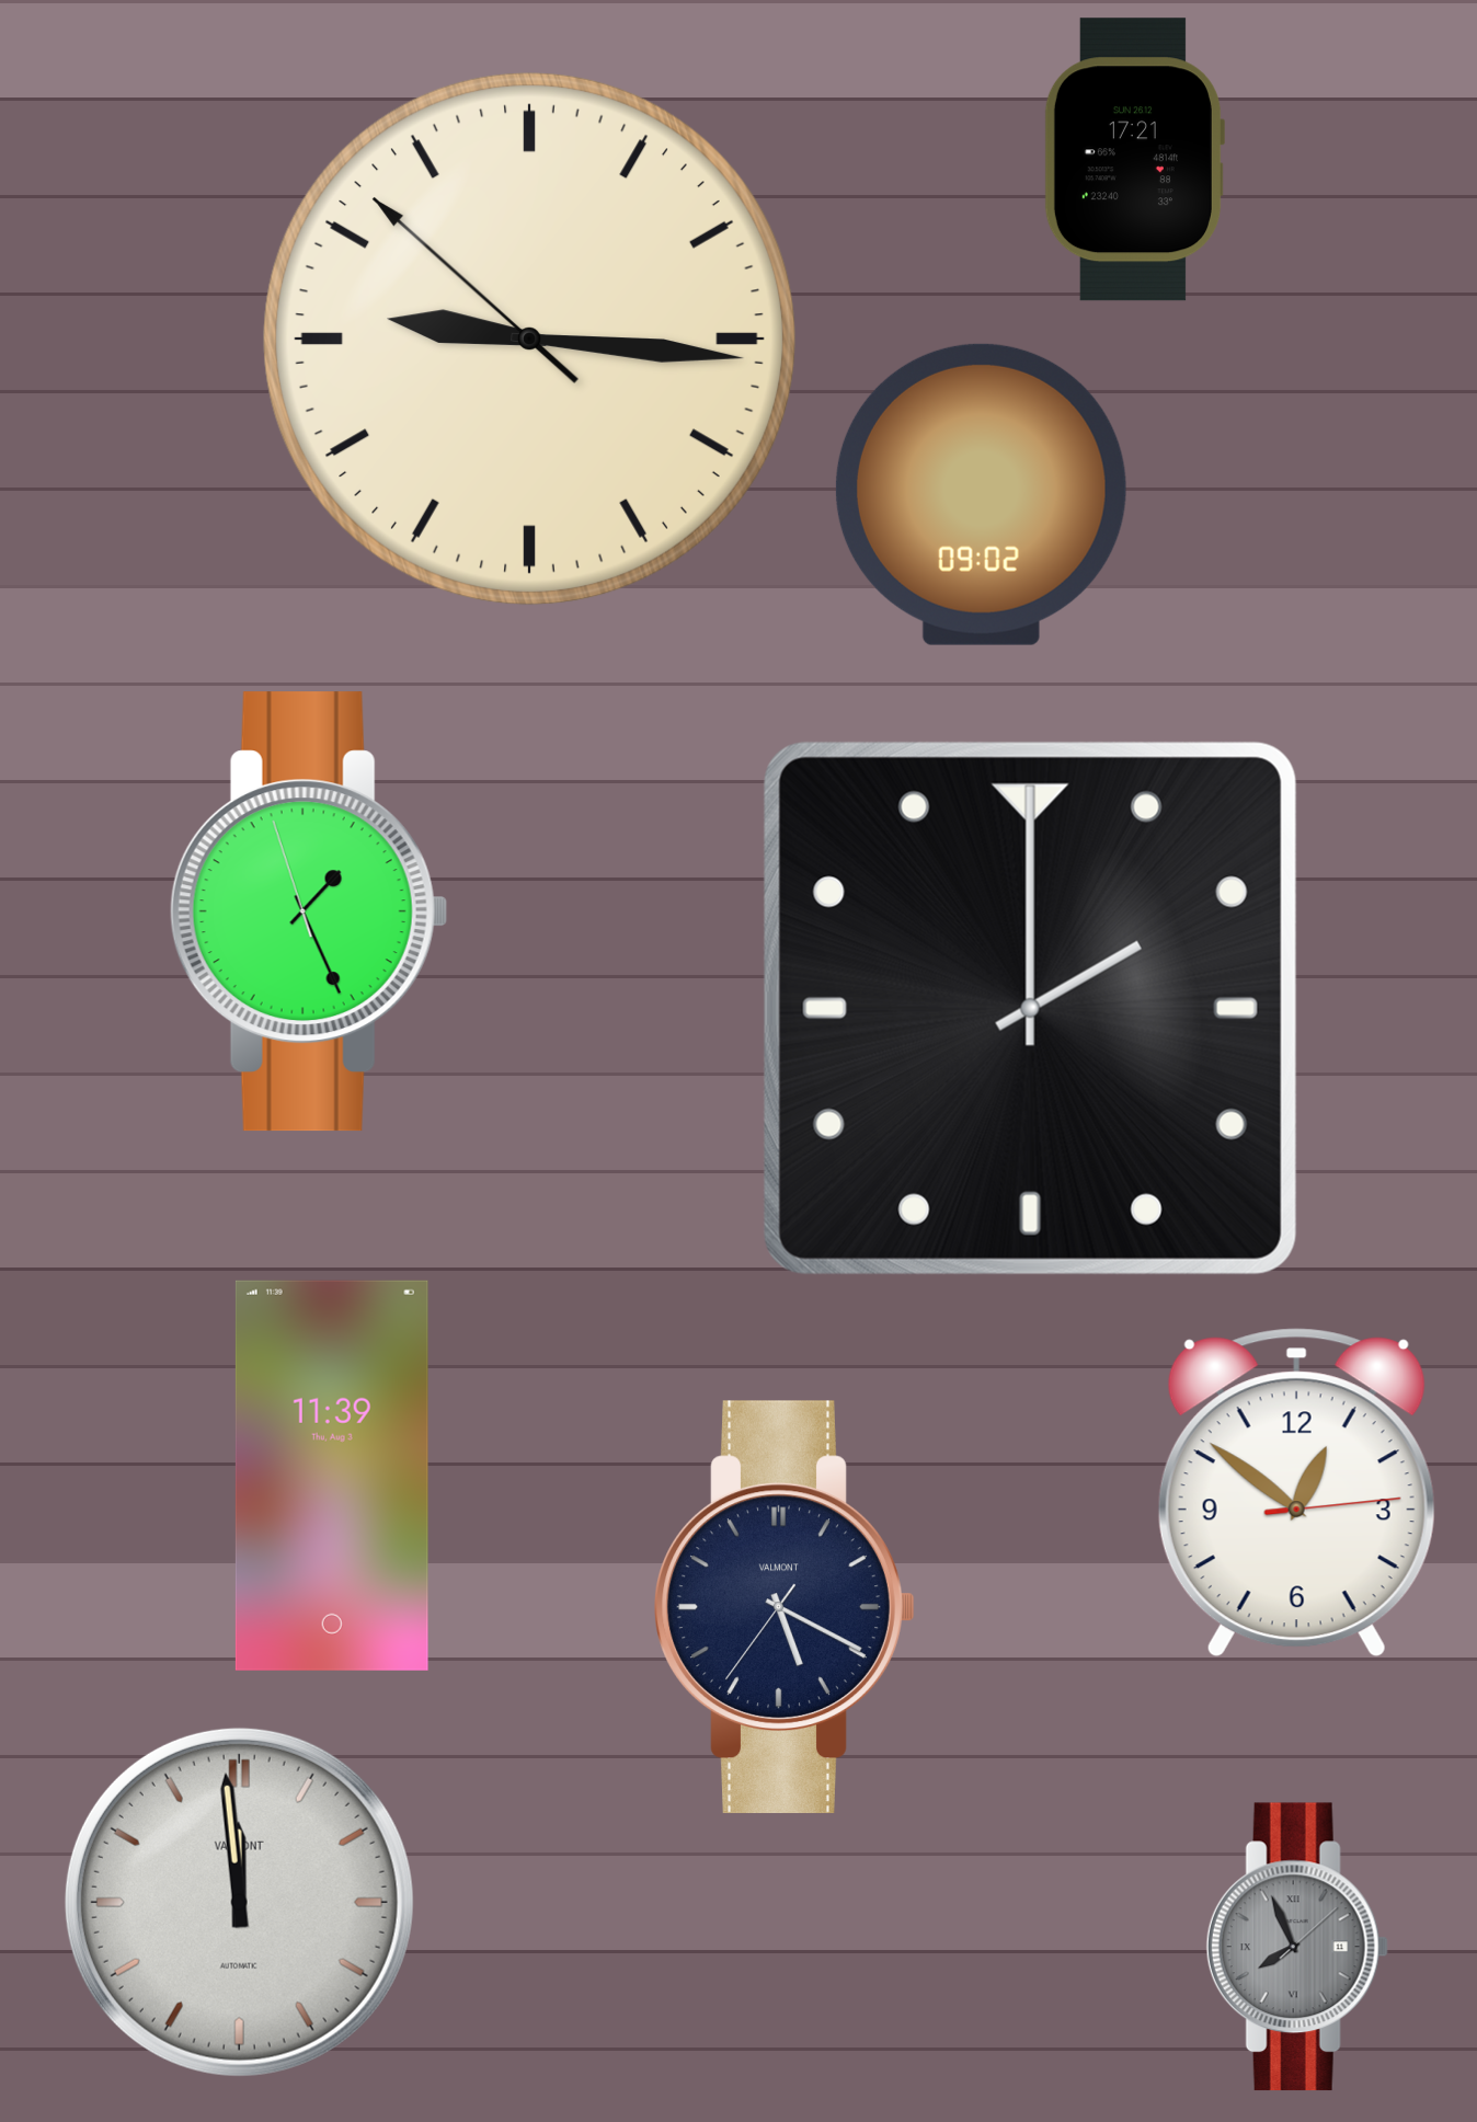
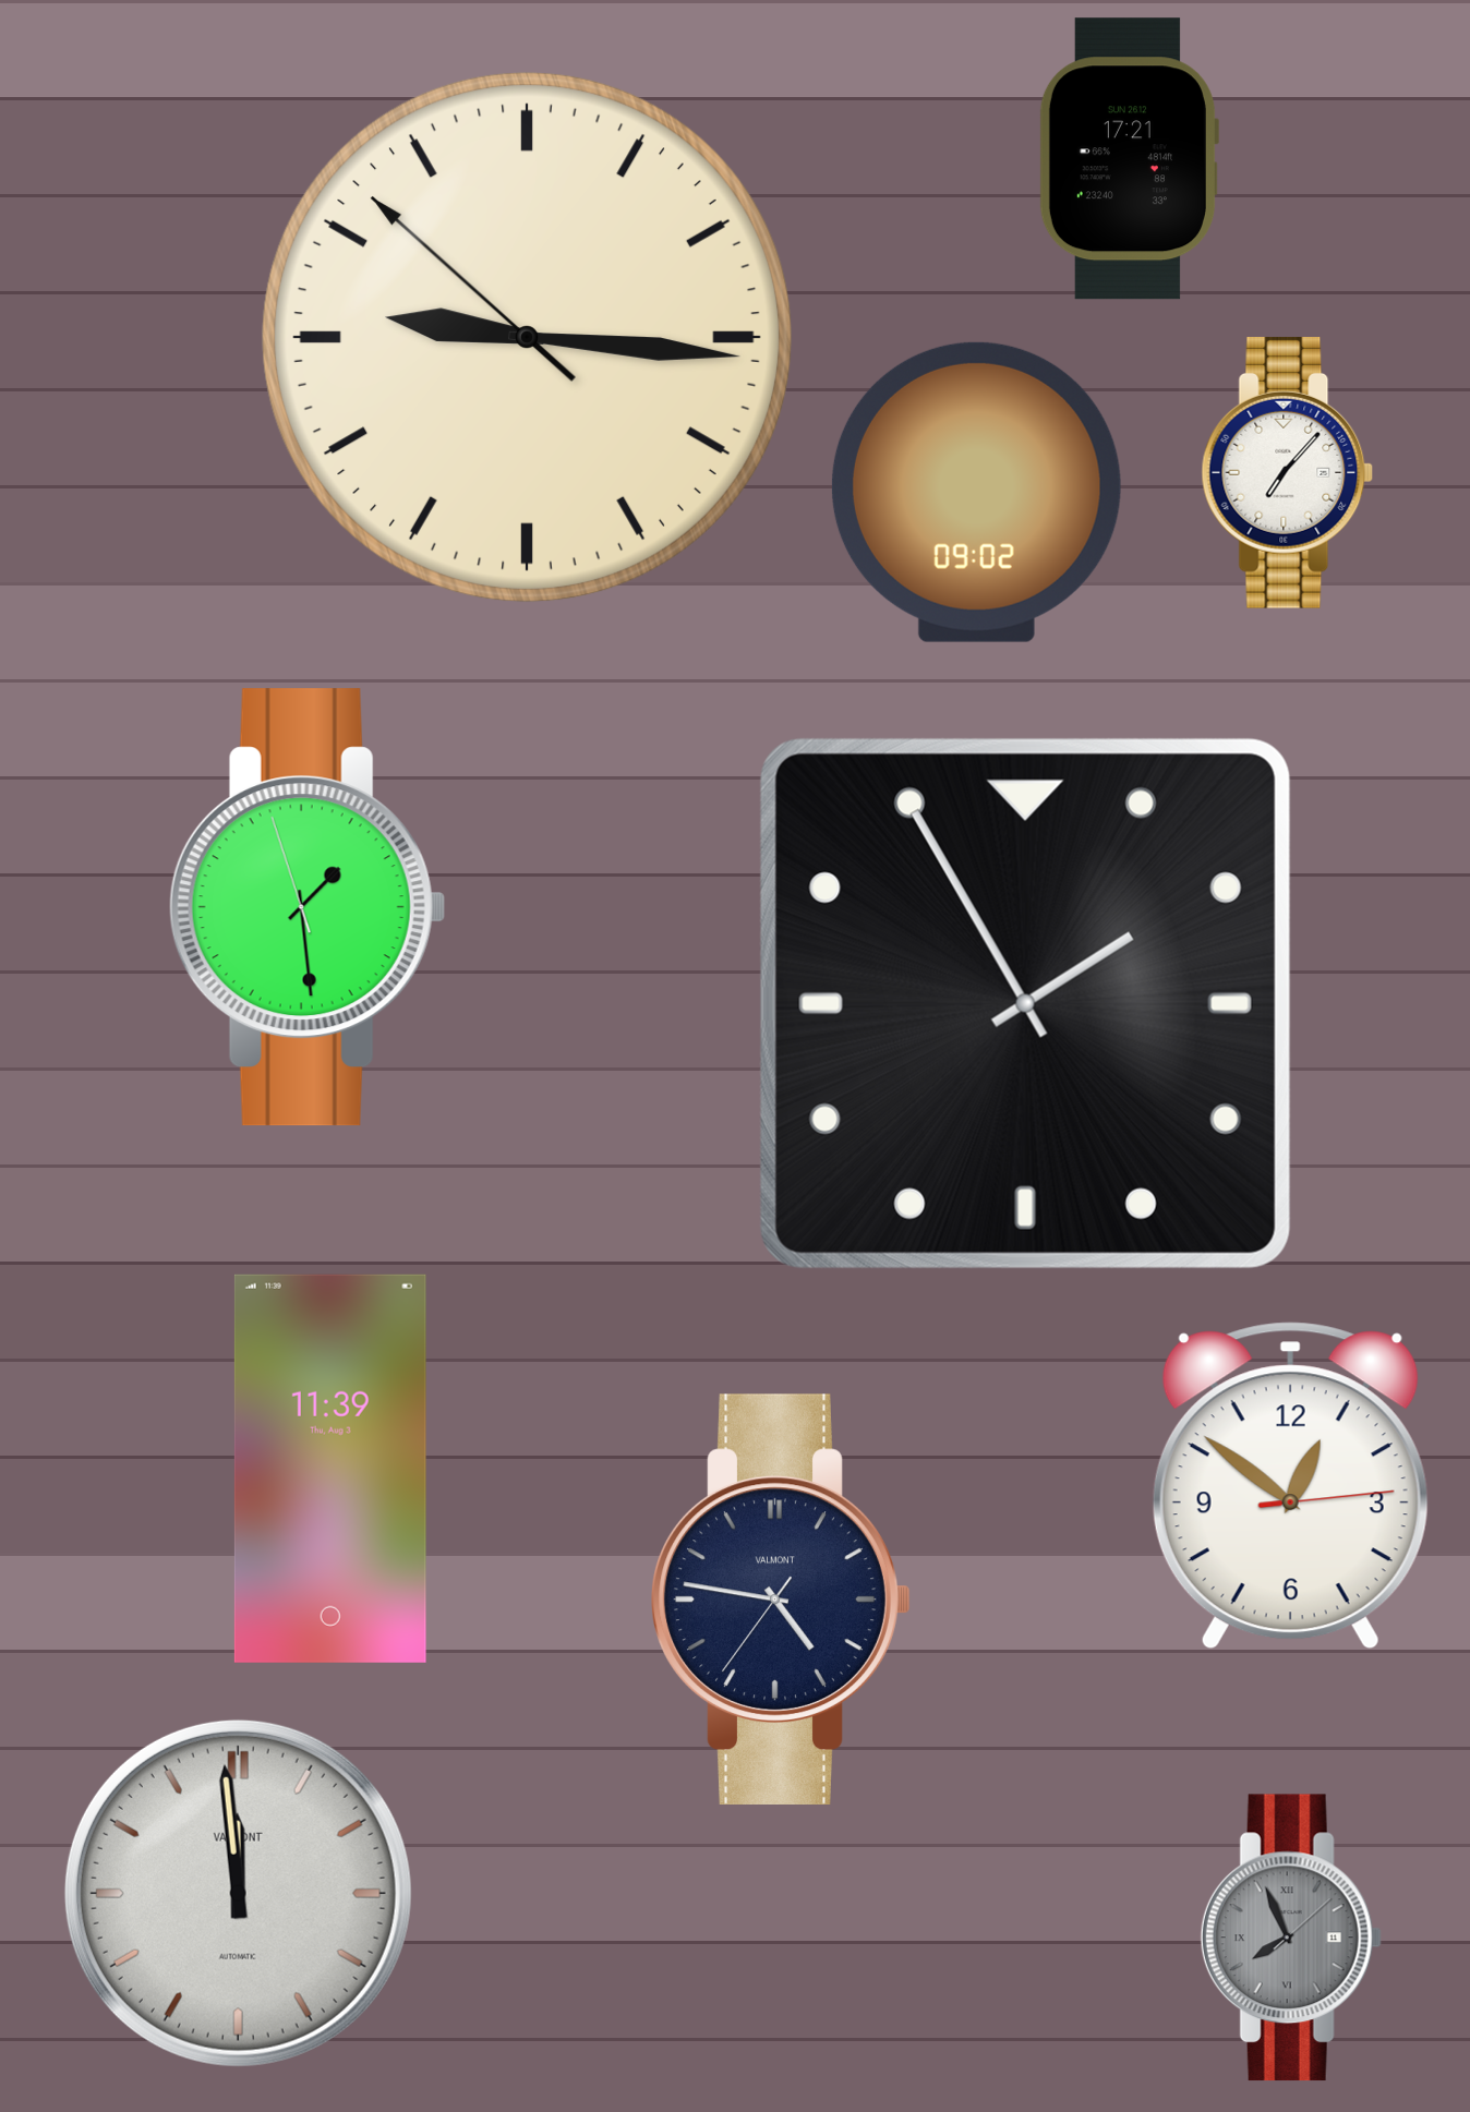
clock at (1288, 472): none -> 7:07
clock at (309, 911): 1:25 -> 1:28
clock at (1030, 1008): 2:00 -> 1:55
clock at (785, 1607): 5:19 -> 4:46
